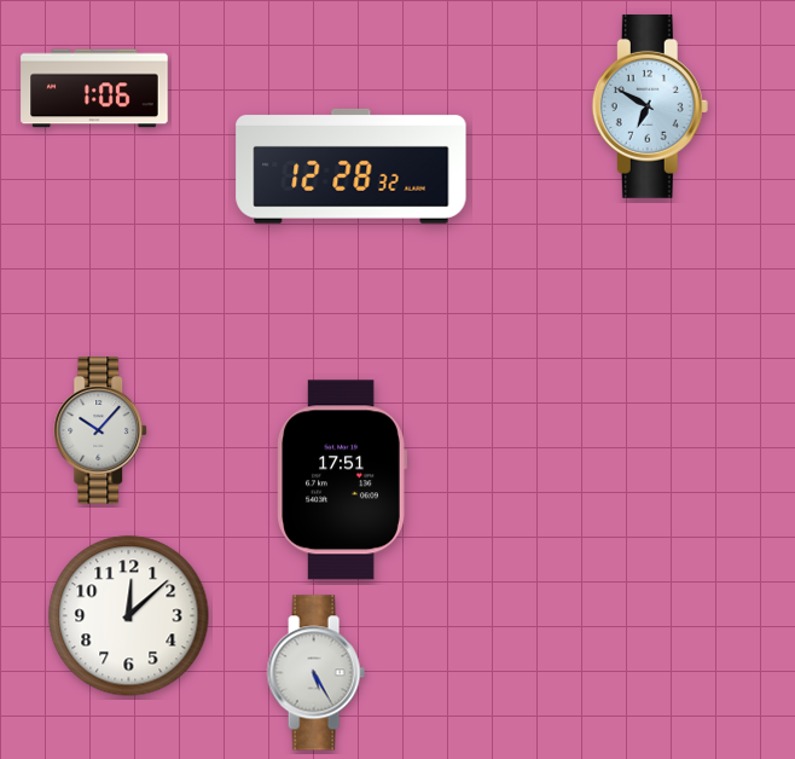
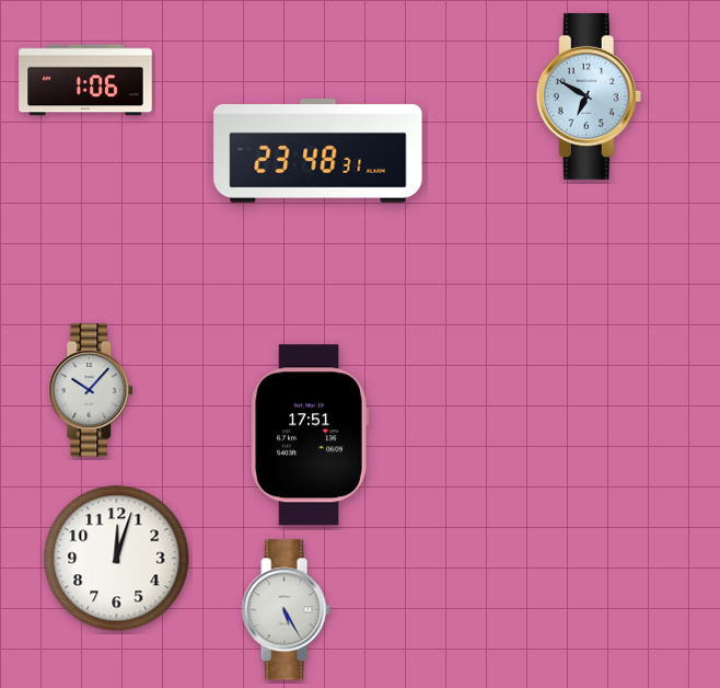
clock at (352, 166): 12:28 -> 23:48
clock at (129, 616): 12:08 -> 12:03
